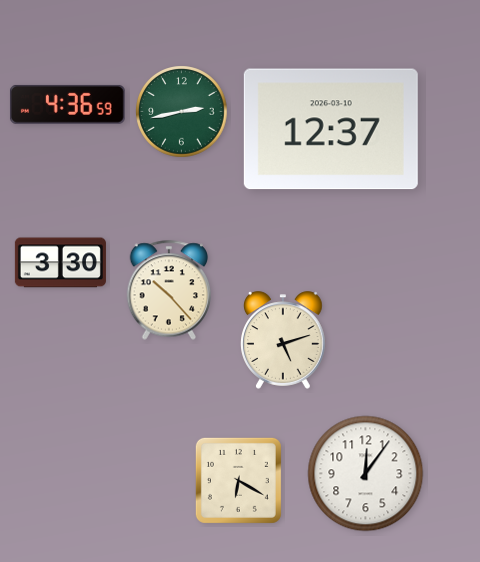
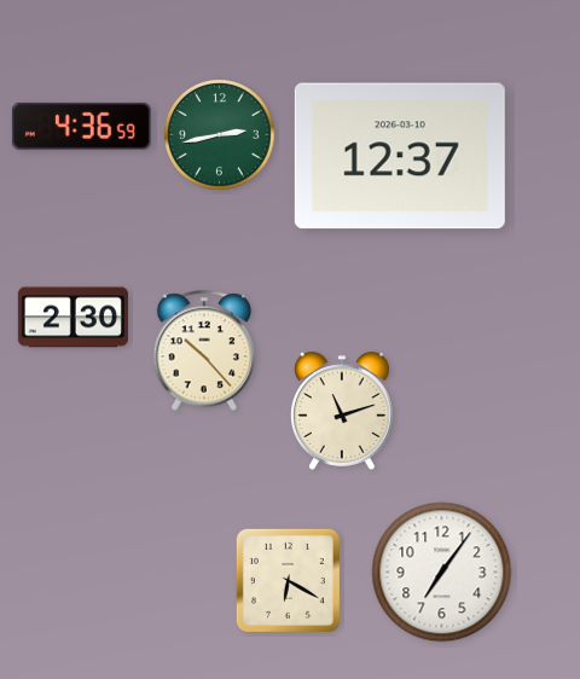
clock at (60, 263): 3:30 -> 2:30
clock at (284, 340): 5:12 -> 11:12
clock at (366, 474): 12:06 -> 7:06
